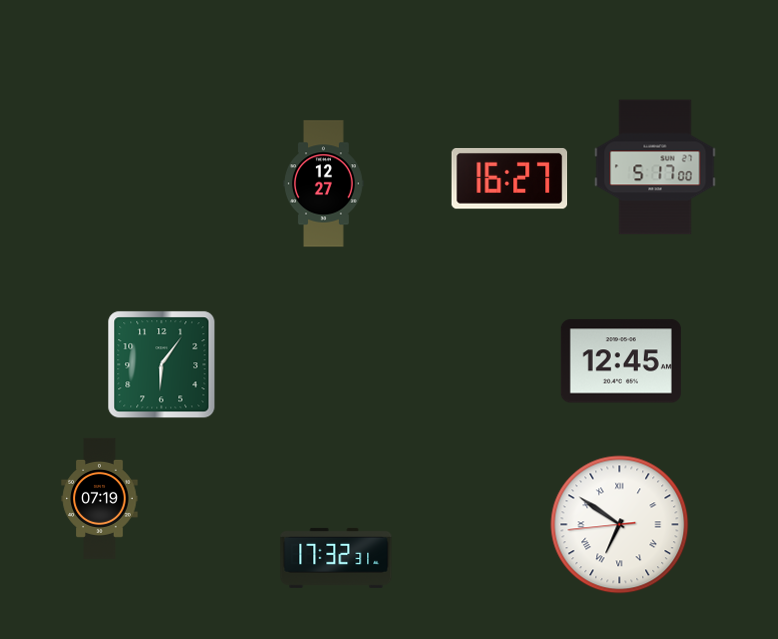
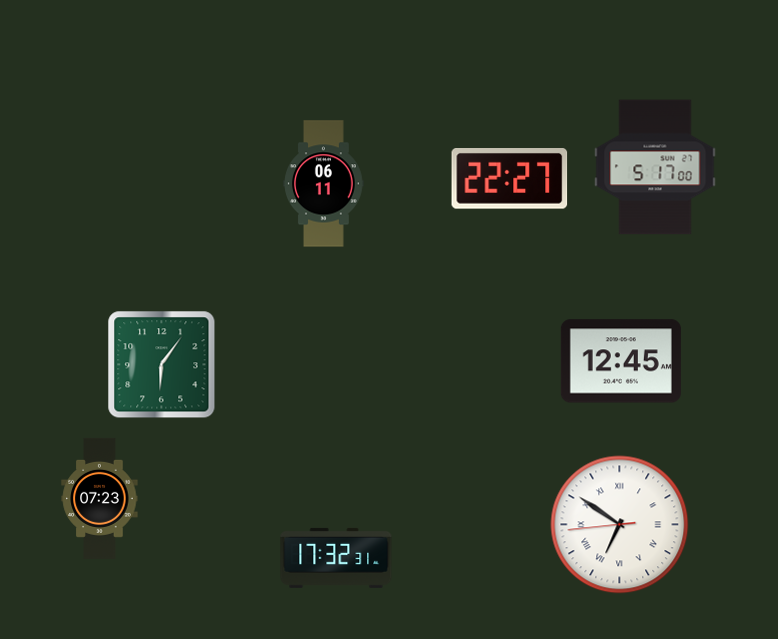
clock at (510, 179): 16:27 -> 22:27
clock at (324, 184): 12:27 -> 06:11
clock at (100, 498): 07:19 -> 07:23
